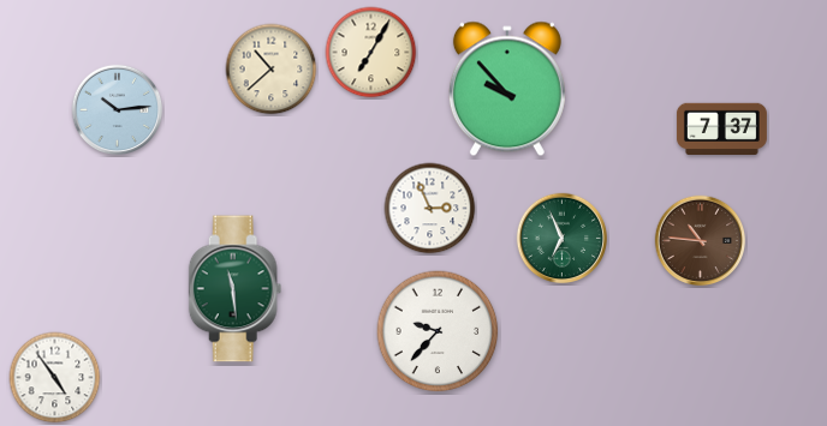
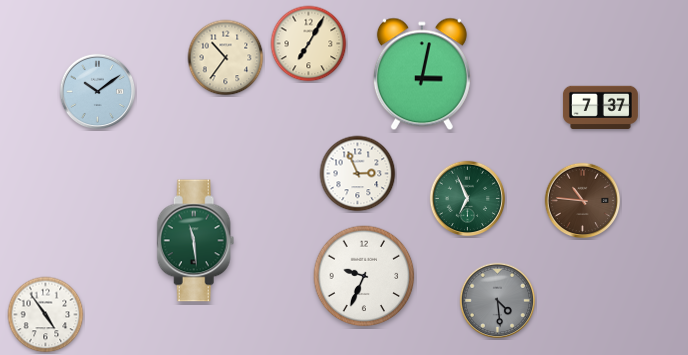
clock at (272, 70): 10:38 -> 10:36
clock at (507, 89): 9:53 -> 3:02
clock at (118, 110): 10:14 -> 10:09
clock at (438, 331): 9:37 -> 9:34
clock at (498, 301): none -> 4:29
